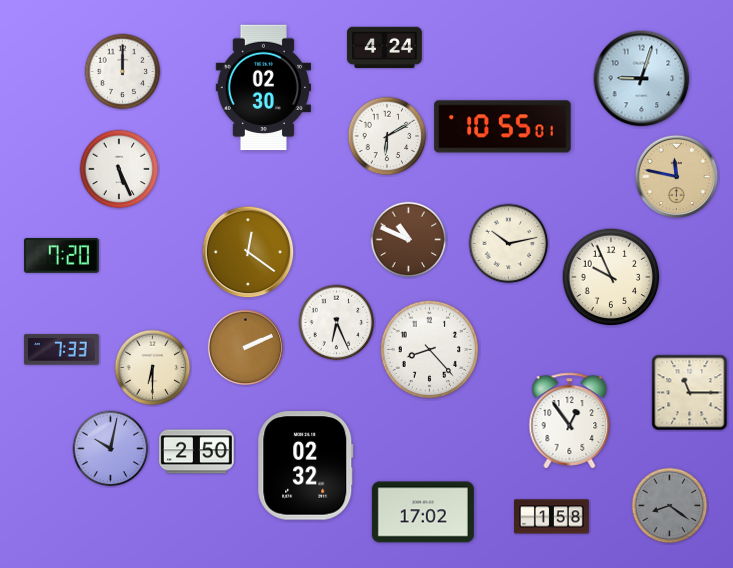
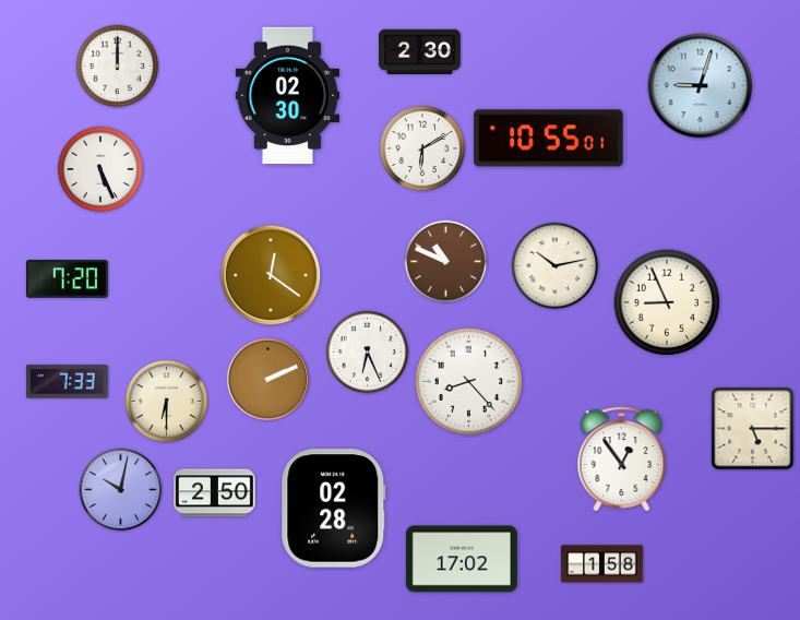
clock at (385, 47): 4:24 -> 2:30
clock at (123, 72) position: (123, 72) -> (118, 67)
clock at (119, 169) position: (119, 169) -> (100, 169)
clock at (677, 177): 11:47 -> none
clock at (611, 277): 9:56 -> 8:56
clock at (690, 393): 11:15 -> 5:15
clock at (306, 466): 02:32 -> 02:28
clock at (670, 506): 8:21 -> none
